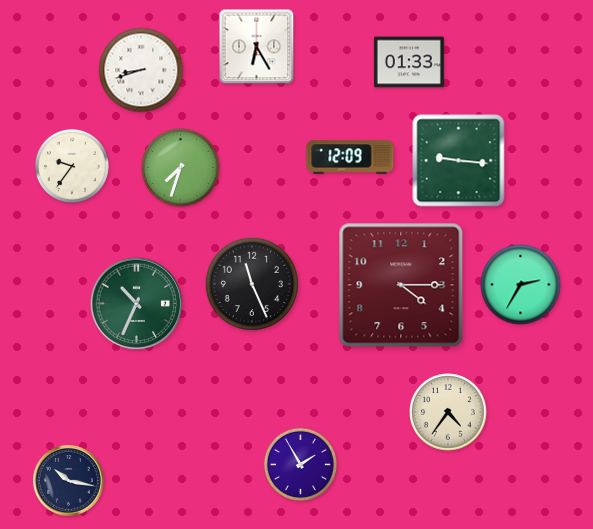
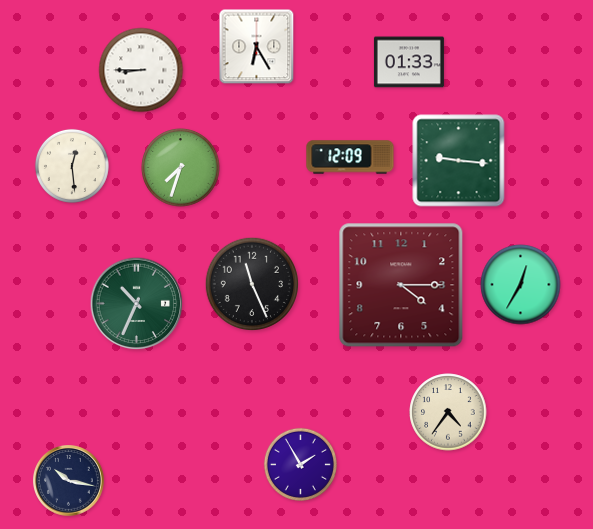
clock at (141, 70): 8:42 -> 8:45
clock at (72, 166): 9:36 -> 12:29
clock at (521, 285): 2:35 -> 12:35
